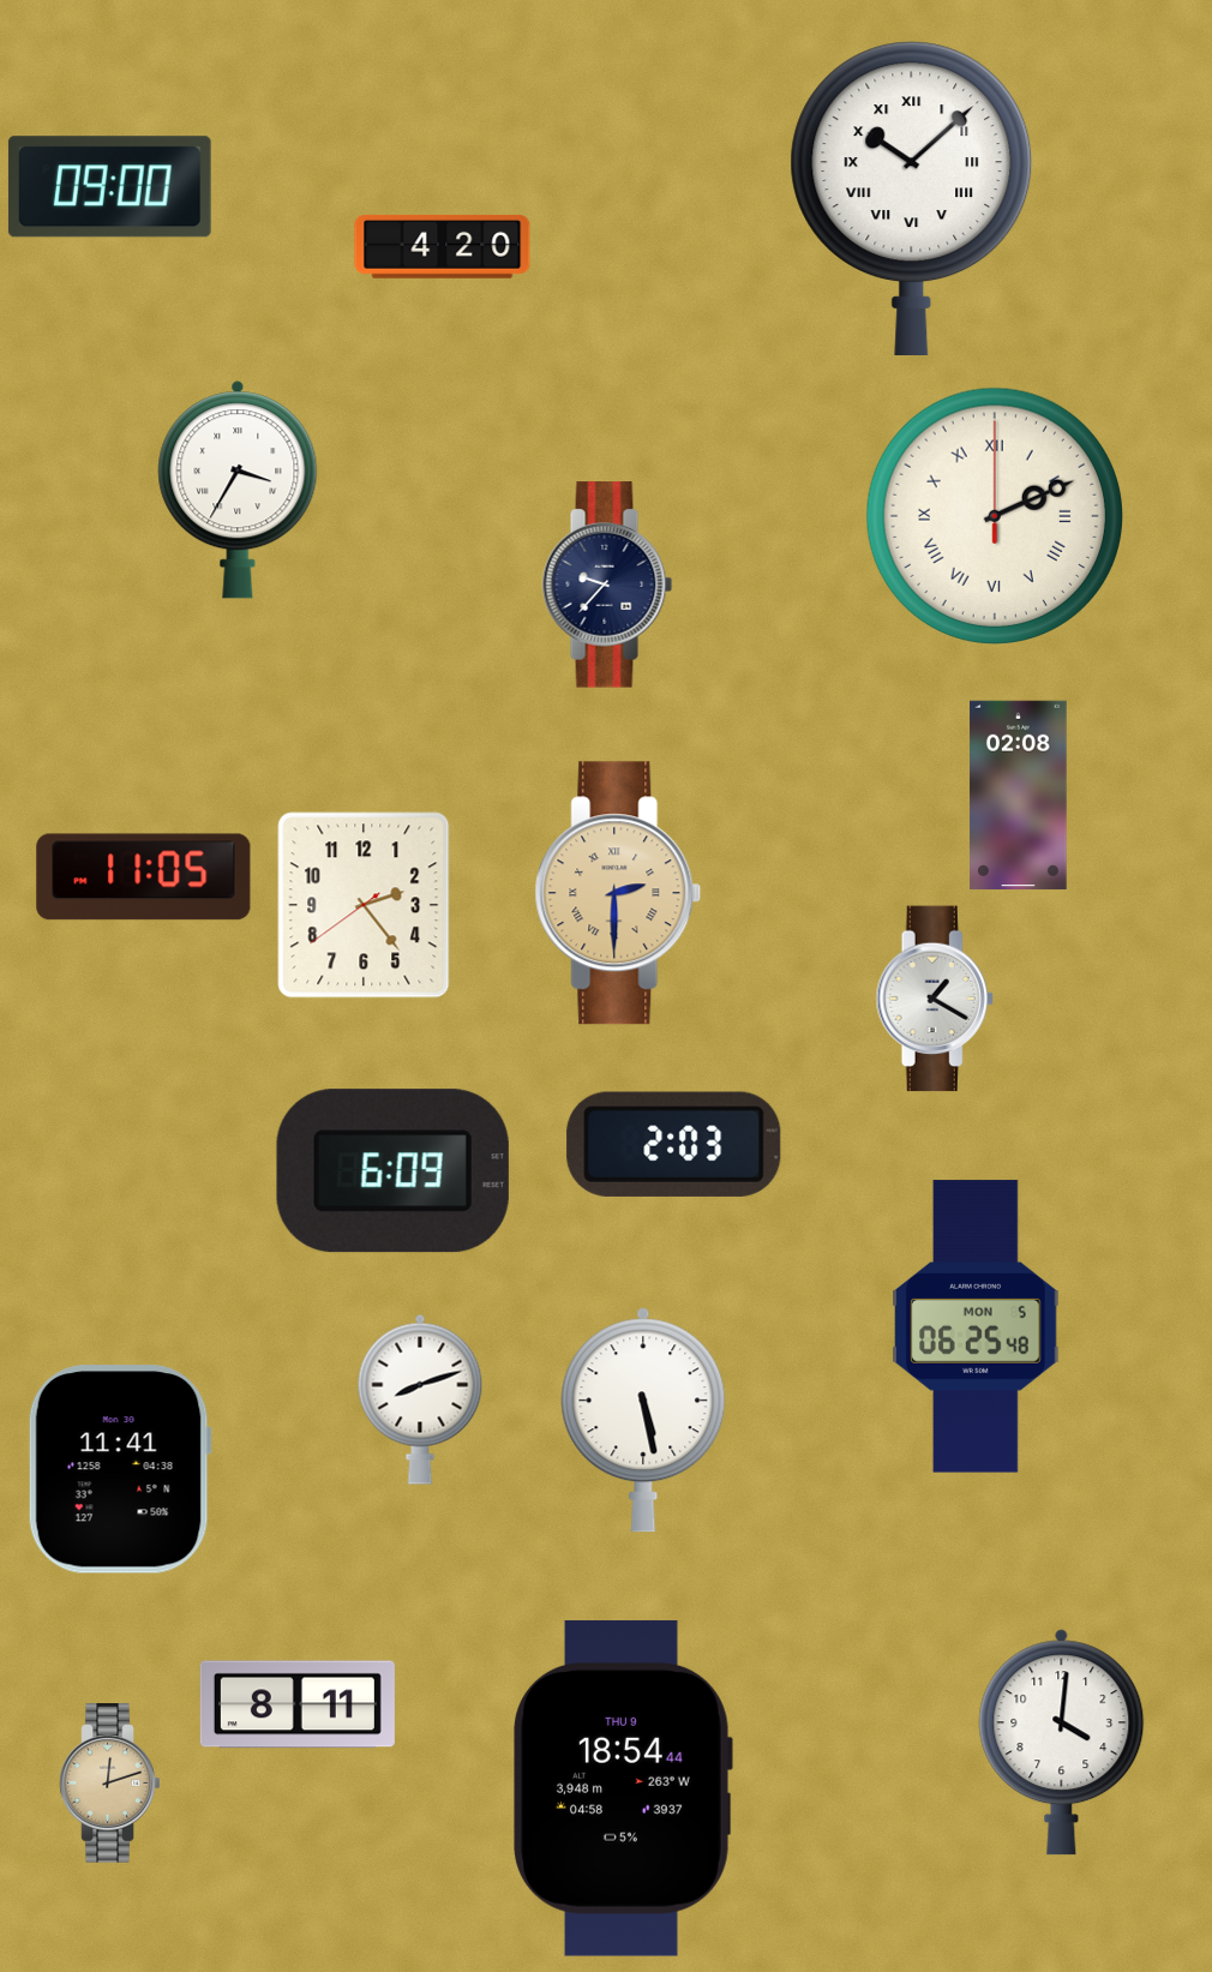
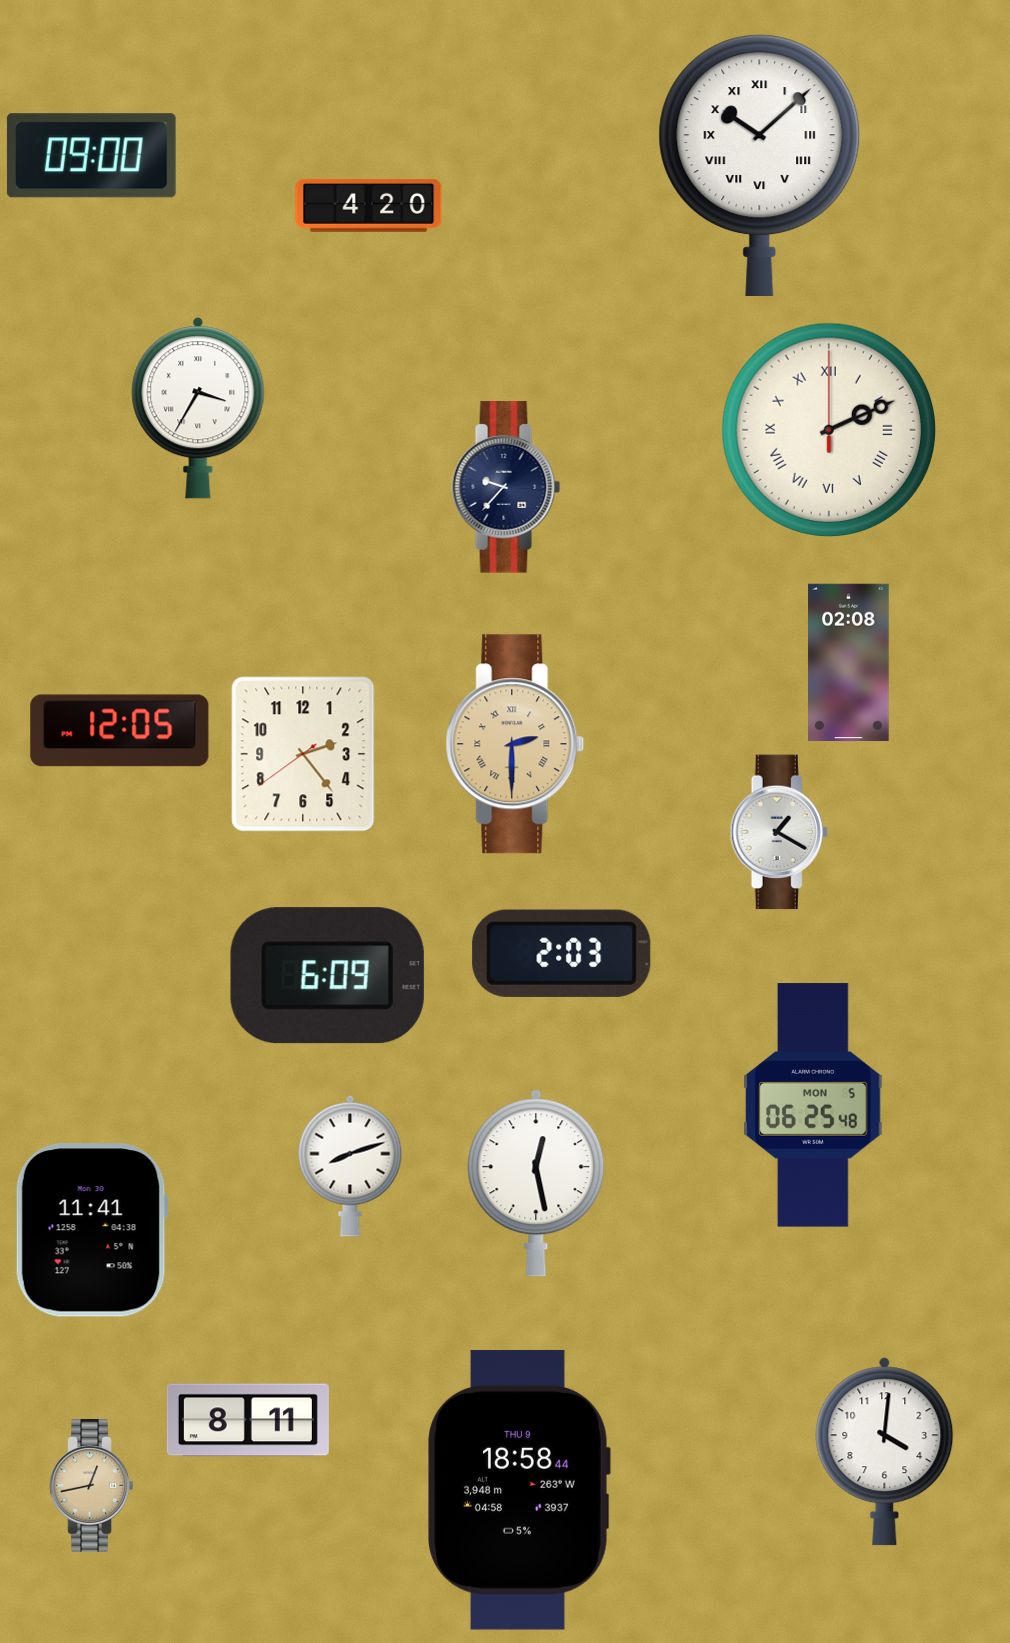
clock at (144, 877): 11:05 -> 12:05
clock at (643, 1420): 5:28 -> 12:28
clock at (120, 1469) position: (120, 1469) -> (92, 1230)
clock at (110, 1784): 12:12 -> 12:43
clock at (623, 1788): 18:54 -> 18:58
